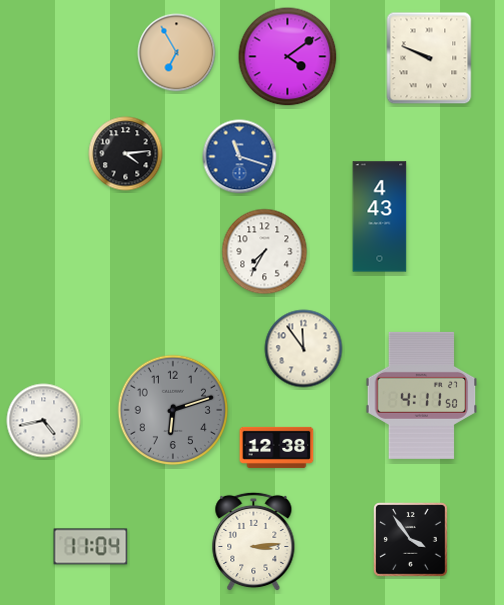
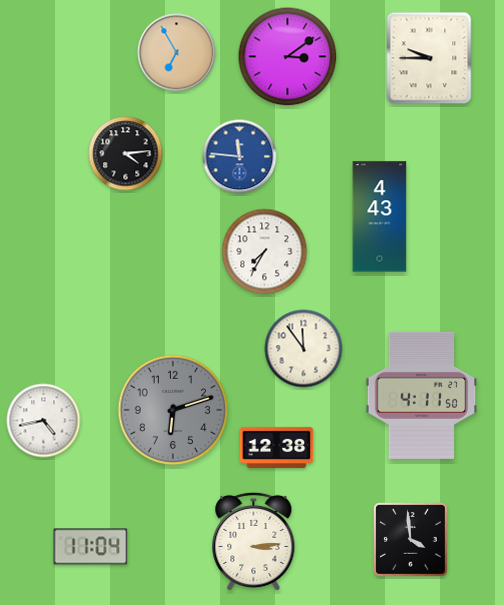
clock at (288, 57): 4:09 -> 3:09
clock at (429, 58): 9:49 -> 9:45
clock at (240, 157): 11:18 -> 11:46
clock at (411, 540): 3:54 -> 3:59
